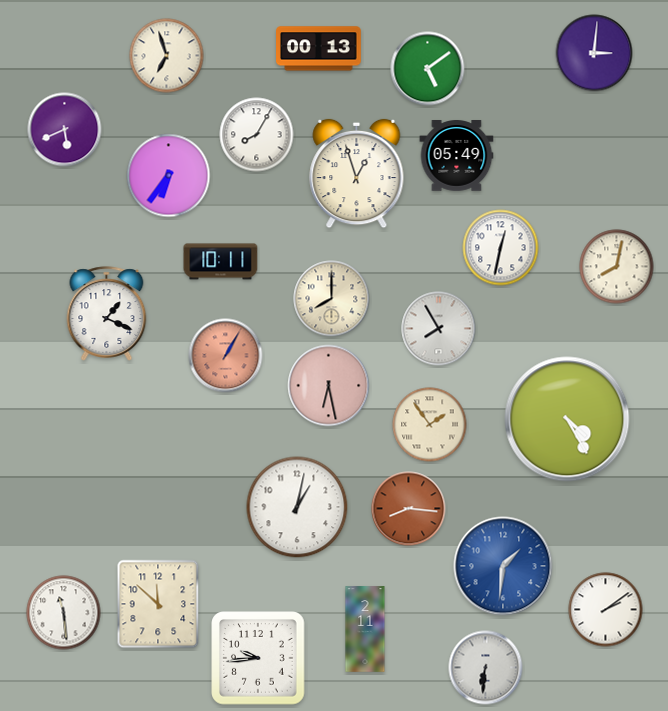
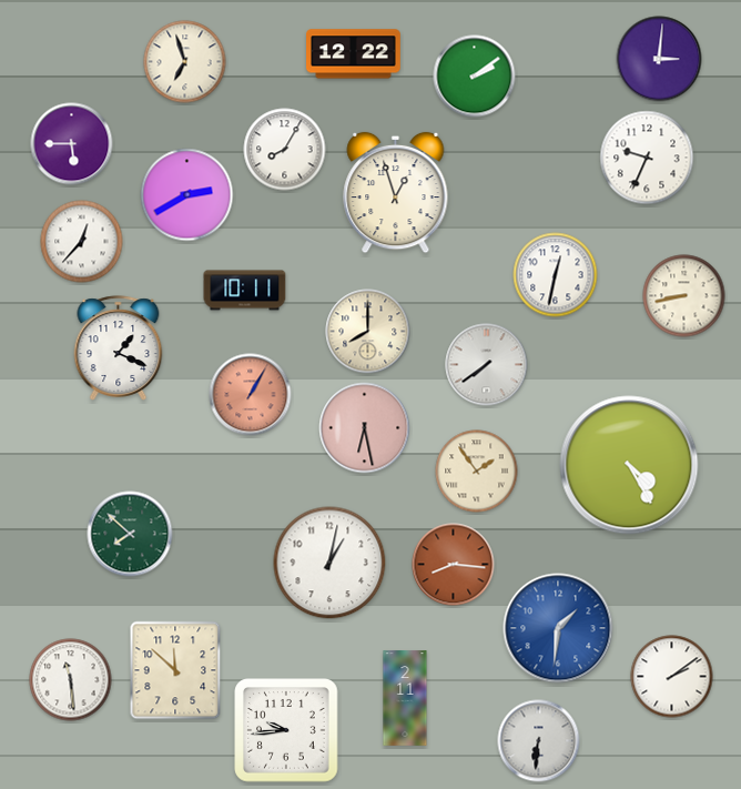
clock at (319, 49): 00:13 -> 12:22
clock at (428, 69): 5:09 -> 2:09
clock at (65, 130): 5:41 -> 5:45
clock at (647, 158): none -> 9:34
clock at (457, 156): 05:49 -> none
clock at (169, 176): 6:36 -> 2:40
clock at (82, 242): none -> 12:37
clock at (617, 267): 8:02 -> 8:43
clock at (439, 329): 7:55 -> 7:39
clock at (130, 534): none -> 7:52
